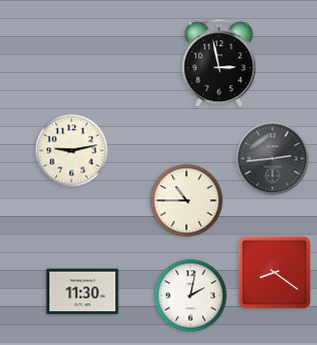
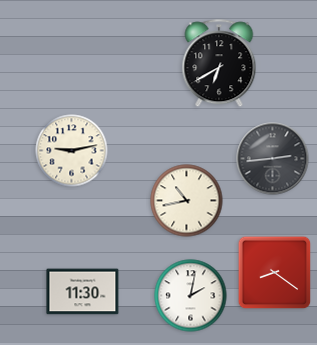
clock at (219, 64): 2:58 -> 6:40
clock at (187, 201): 10:45 -> 10:43
